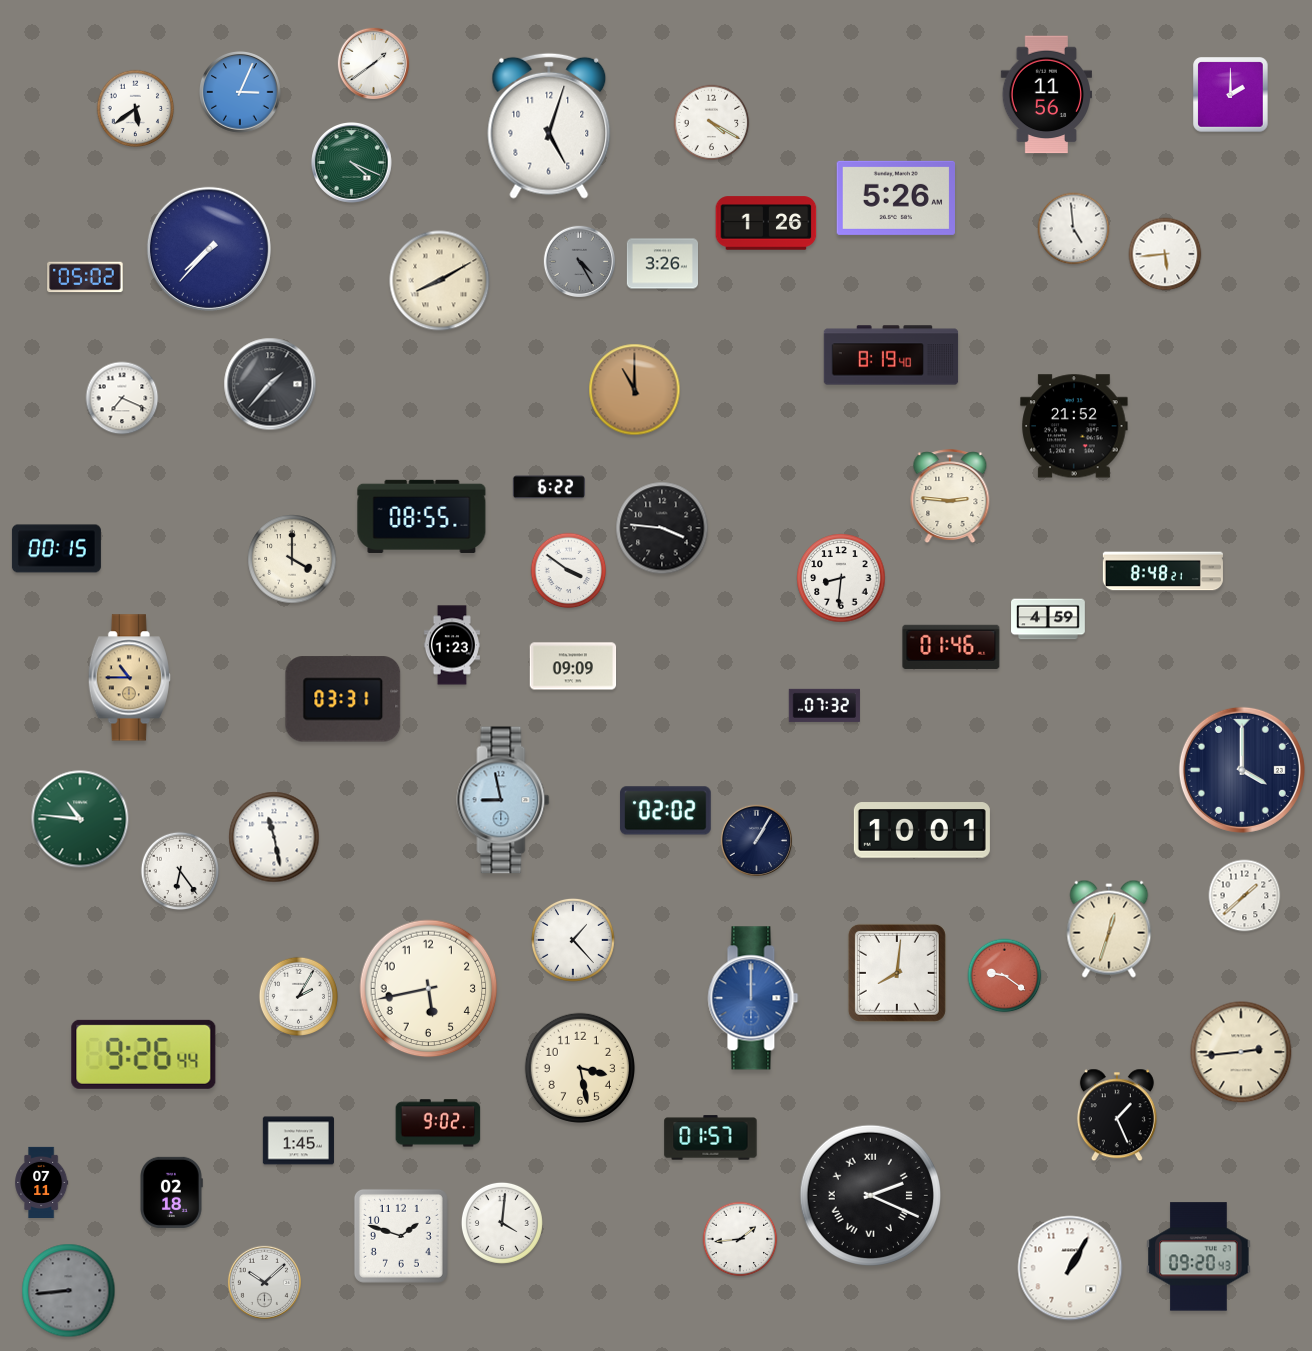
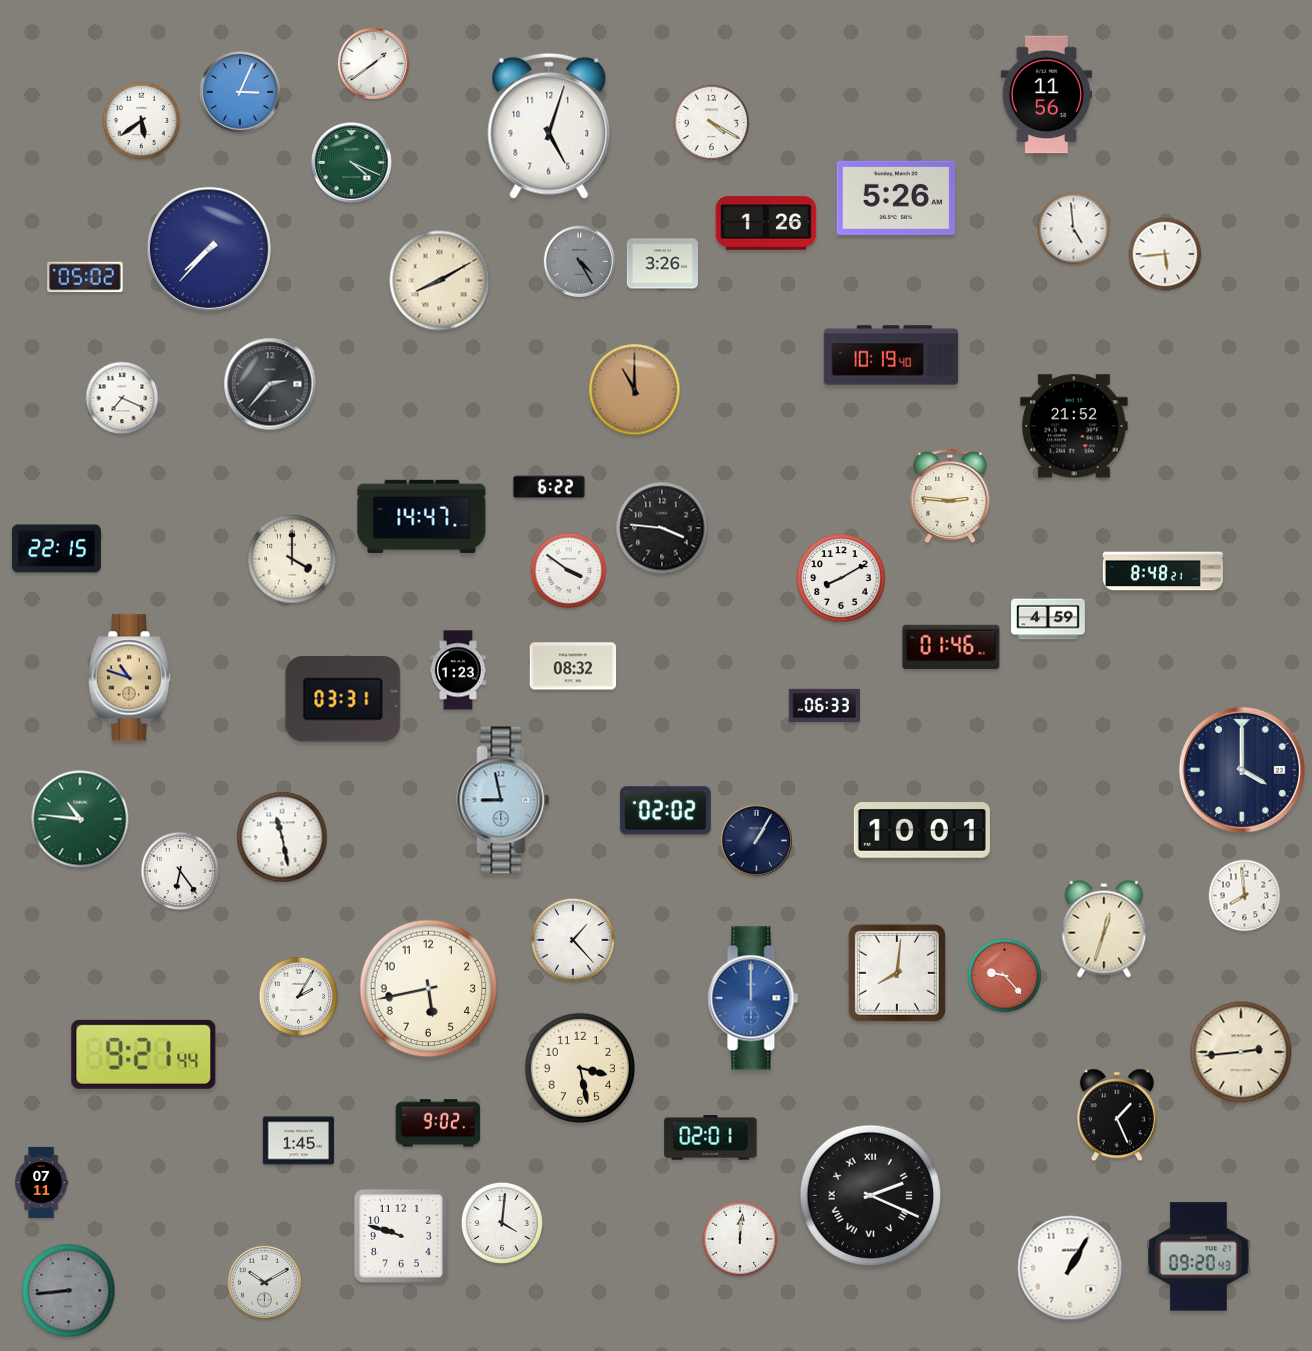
clock at (1231, 95): 2:00 -> none
clock at (136, 109) position: (136, 109) -> (142, 121)
clock at (891, 355): 8:19 -> 10:19
clock at (270, 384): 1:37 -> 2:37
clock at (422, 516): 08:55 -> 14:47
clock at (56, 549): 00:15 -> 22:15
clock at (841, 578): 8:31 -> 8:10
clock at (452, 645) position: (452, 645) -> (458, 670)
clock at (573, 666): 09:09 -> 08:32
clock at (129, 678): 10:45 -> 10:48
clock at (824, 705): 07:32 -> 06:33
clock at (274, 837) position: (274, 837) -> (282, 837)
clock at (1245, 896): 1:38 -> 7:59
clock at (1109, 929) position: (1109, 929) -> (1104, 929)
clock at (1005, 976): 9:21 -> 9:23
clock at (144, 1054): 9:26 -> 9:21
clock at (711, 1138): 01:57 -> 02:01
clock at (171, 1192): 02:18 -> none
clock at (401, 1236): 1:48 -> 9:48
clock at (740, 1239): 1:44 -> 12:01
clock at (264, 1282): 10:08 -> 10:10
